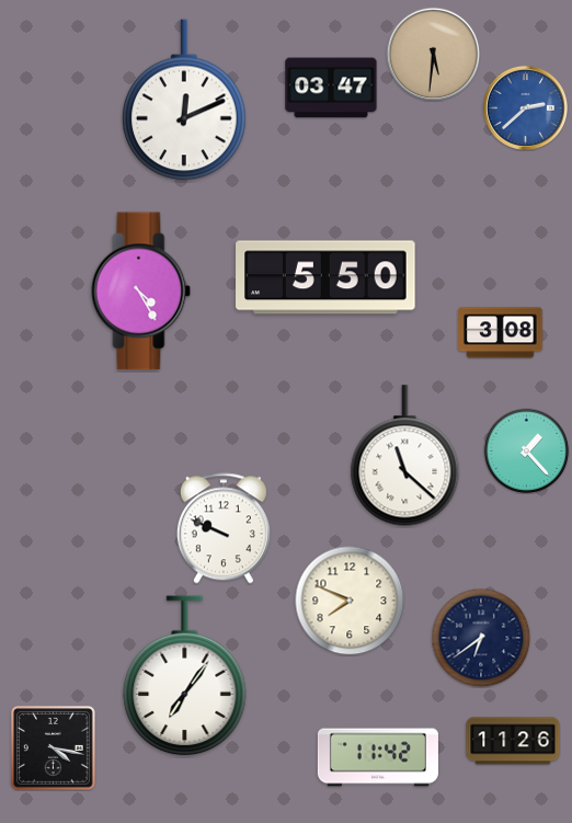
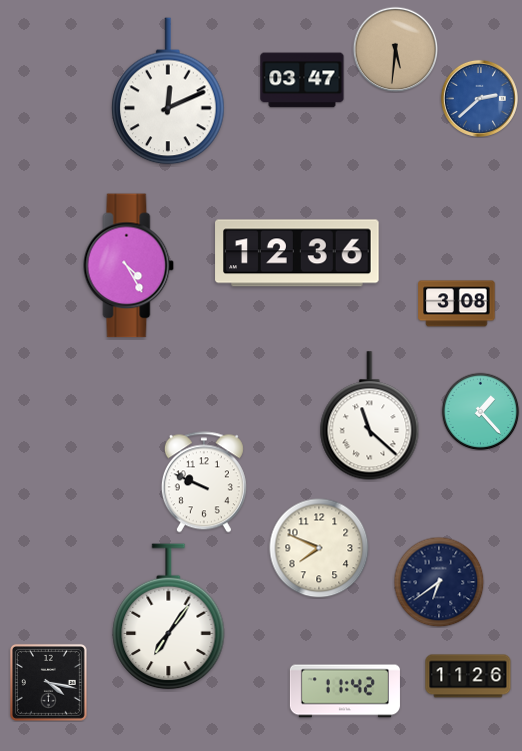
clock at (325, 277): 5:50 -> 12:36
